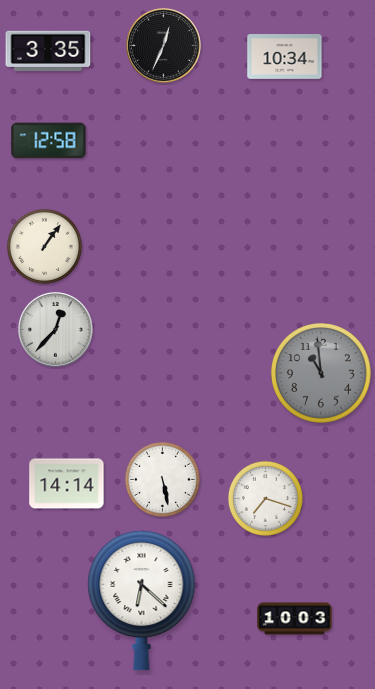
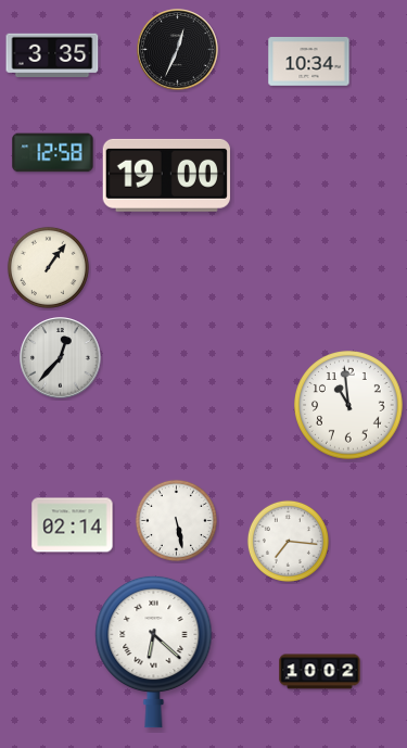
clock at (166, 175): none -> 19:00
clock at (321, 373) dial: grey -> white
clock at (67, 484): 14:14 -> 02:14
clock at (265, 498): 7:18 -> 7:16
clock at (295, 619): 10:03 -> 10:02
